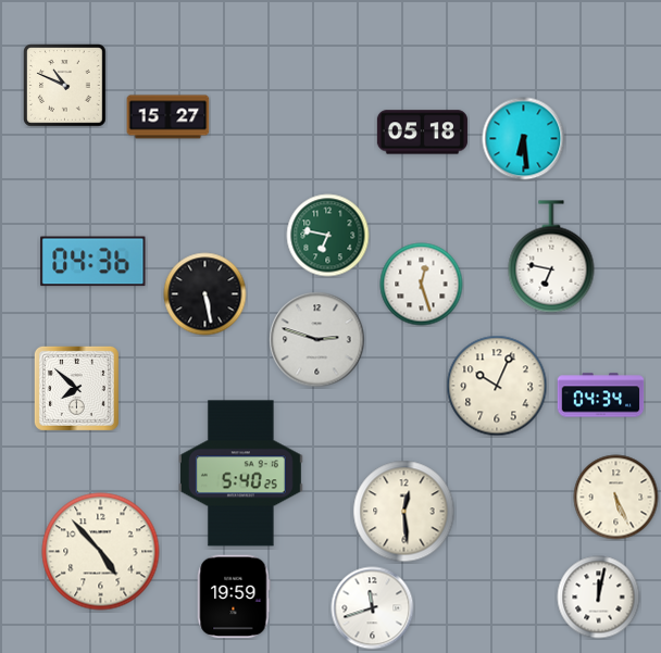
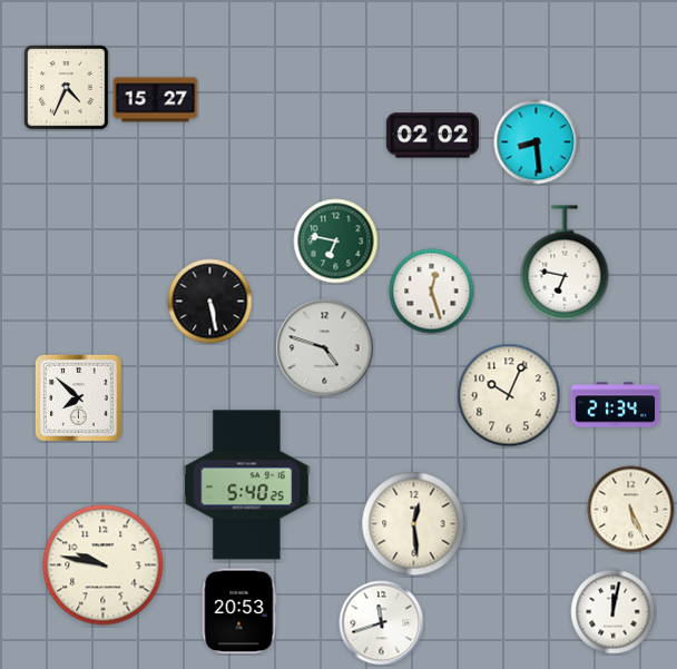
clock at (65, 86): 10:49 -> 4:34
clock at (169, 117) position: (169, 117) -> (156, 100)
clock at (422, 133): 05:18 -> 02:02
clock at (524, 139): 6:29 -> 8:29
clock at (93, 262): 04:36 -> none
clock at (317, 340): 2:48 -> 4:48
clock at (601, 395): 04:34 -> 21:34
clock at (101, 552): 4:53 -> 9:47
clock at (234, 597): 19:59 -> 20:53
